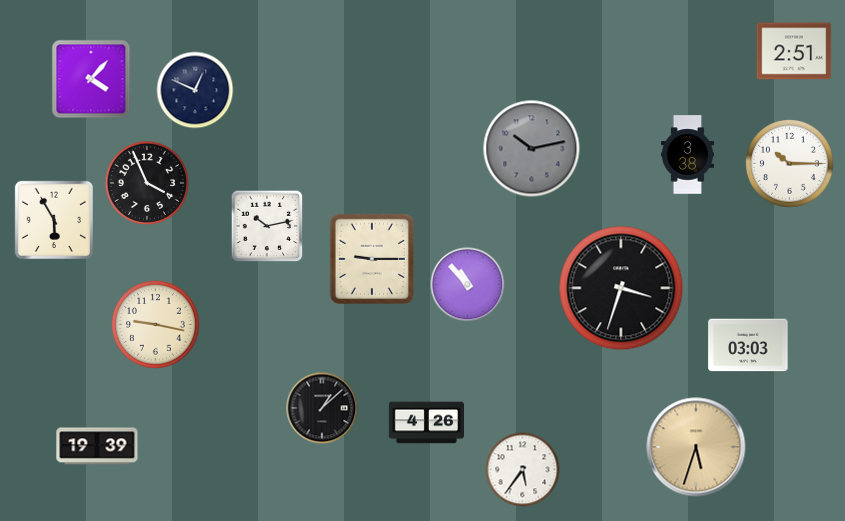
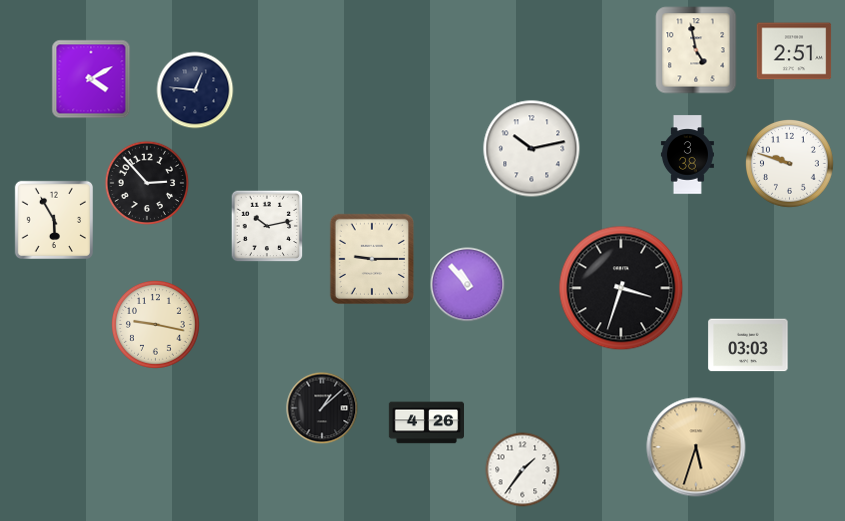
clock at (696, 50): none -> 4:58
clock at (91, 79): 4:07 -> 4:10
clock at (195, 90): 12:49 -> 12:46
clock at (532, 149) dial: grey -> white
clock at (790, 164): 10:15 -> 9:48
clock at (146, 182): 3:56 -> 2:53
clock at (97, 446): 19:39 -> none
clock at (523, 470): 5:36 -> 1:36
